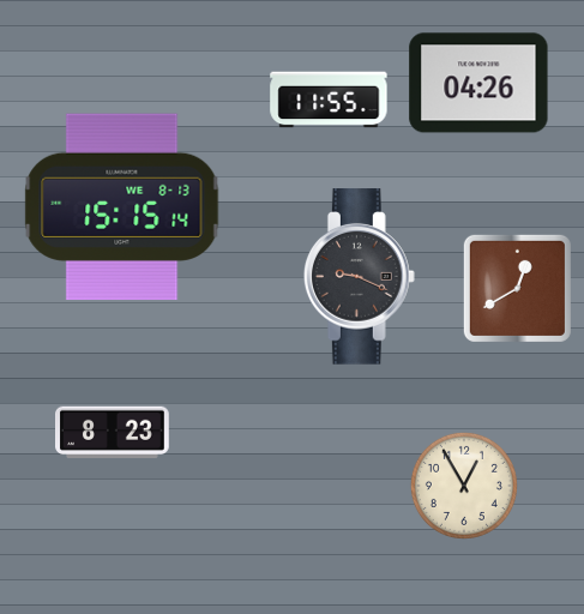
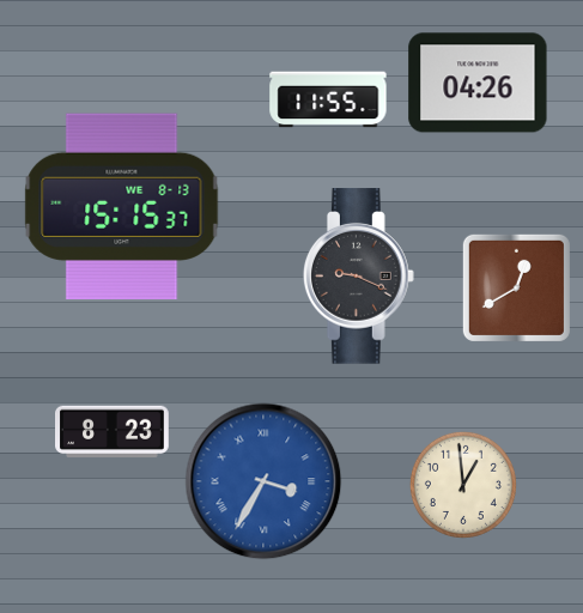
clock at (122, 207): 15:15:14 -> 15:15:37
clock at (263, 481): none -> 3:35
clock at (464, 486): 12:55 -> 12:59
